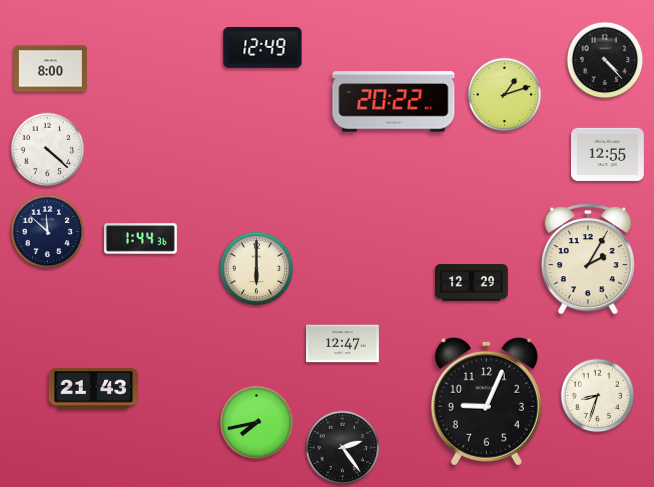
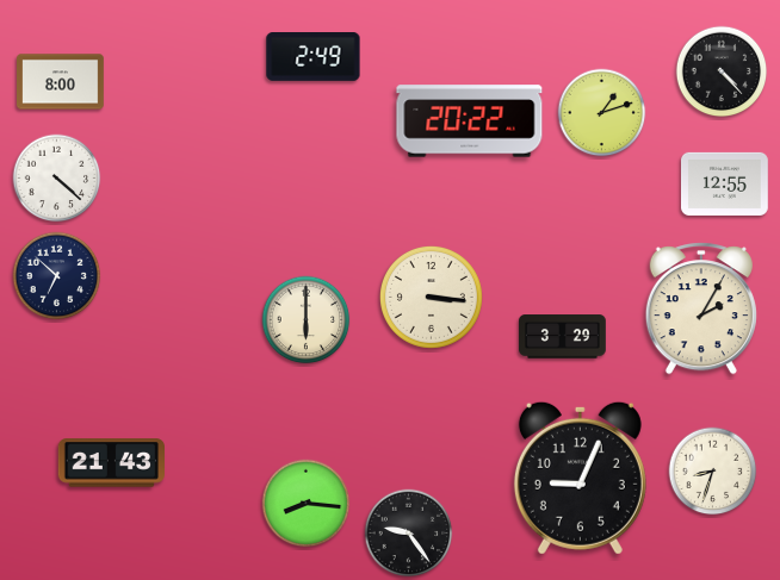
clock at (263, 48): 12:49 -> 2:49
clock at (48, 232): 11:52 -> 6:52
clock at (141, 239): 1:44 -> none
clock at (431, 297): none -> 3:16
clock at (472, 283): 12:29 -> 3:29
clock at (343, 344): 12:47 -> none
clock at (257, 423): 7:43 -> 8:16
clock at (343, 448): 2:24 -> 9:24
